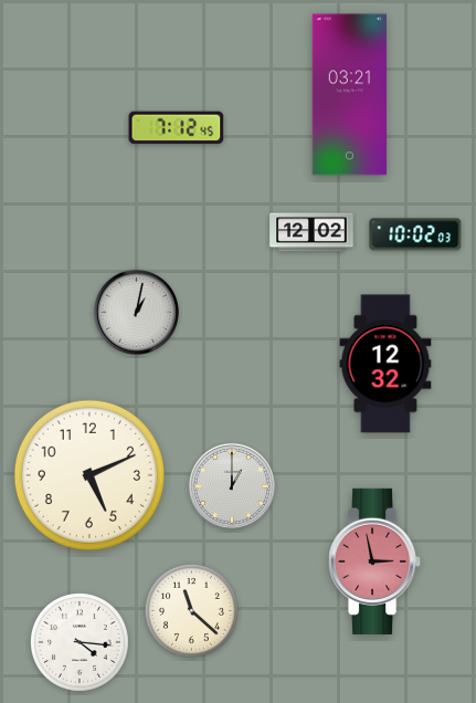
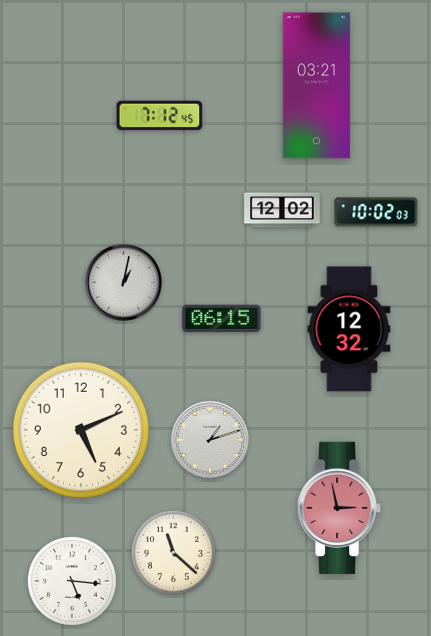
clock at (222, 319): none -> 06:15
clock at (232, 486): 1:00 -> 1:12
clock at (80, 642): 4:16 -> 5:16
